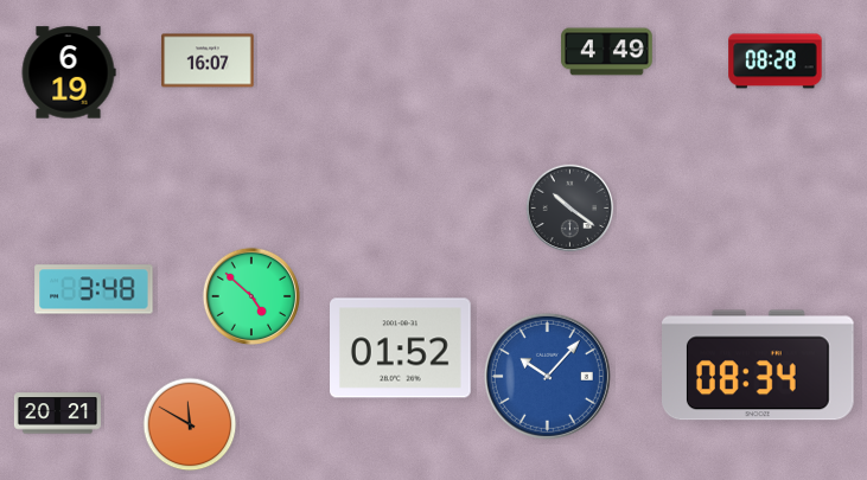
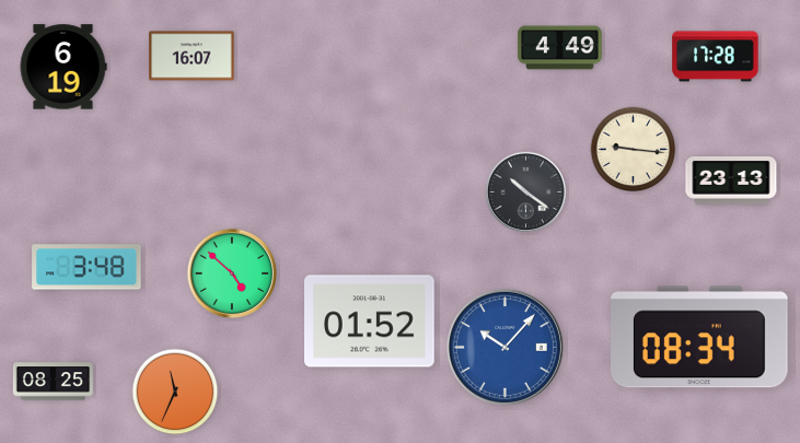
clock at (776, 62): 08:28 -> 17:28
clock at (634, 150): none -> 9:16
clock at (731, 180): none -> 23:13
clock at (57, 414): 20:21 -> 08:25
clock at (190, 424): 11:50 -> 11:34
